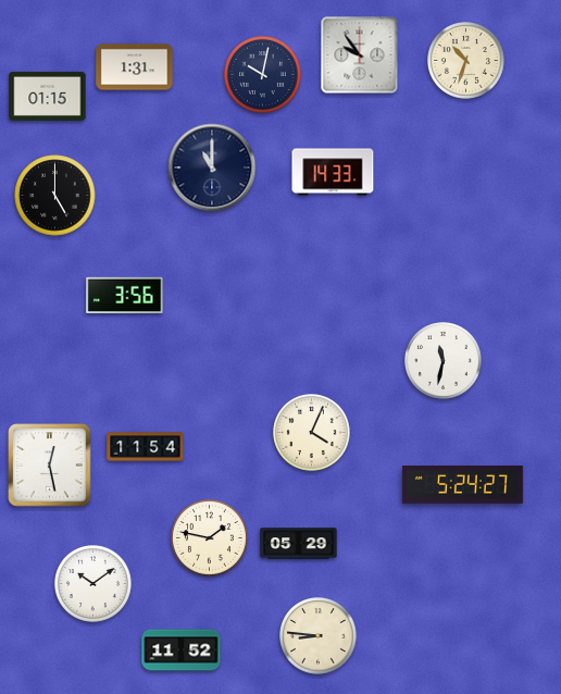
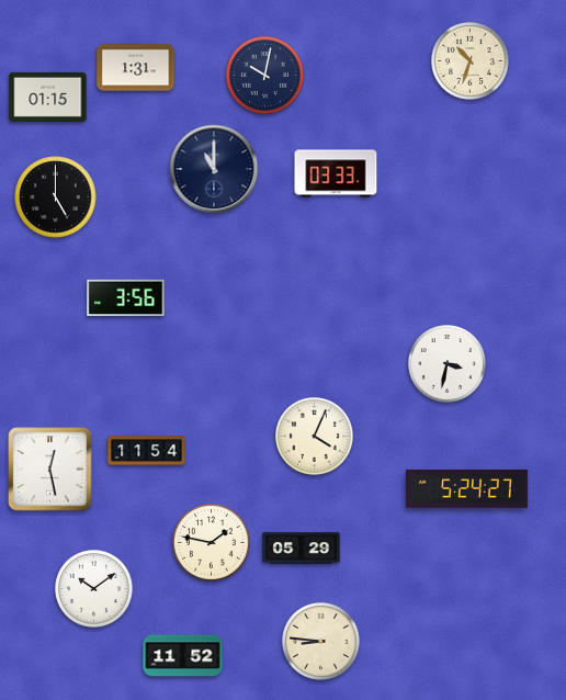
clock at (360, 55): 9:54 -> none
clock at (333, 172): 14:33 -> 03:33
clock at (444, 361): 11:32 -> 3:32
